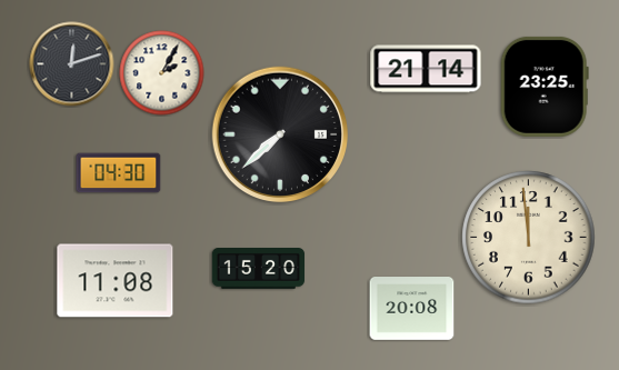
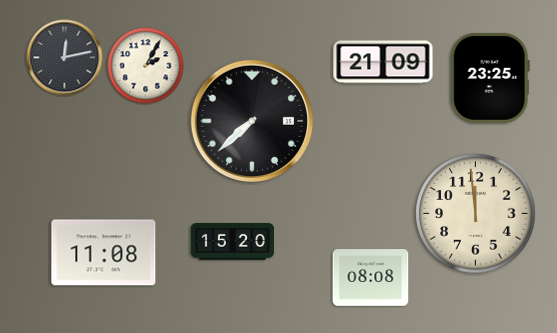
clock at (72, 64): 12:12 -> 12:13
clock at (426, 69): 21:14 -> 21:09
clock at (119, 173): 04:30 -> none
clock at (412, 309): 20:08 -> 08:08
